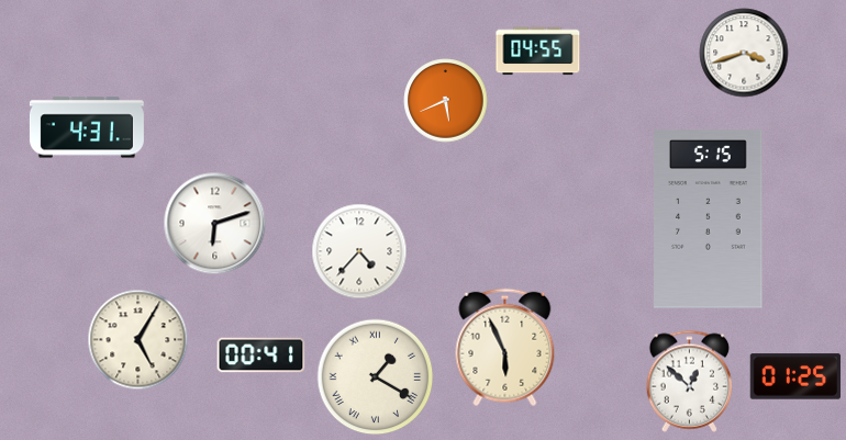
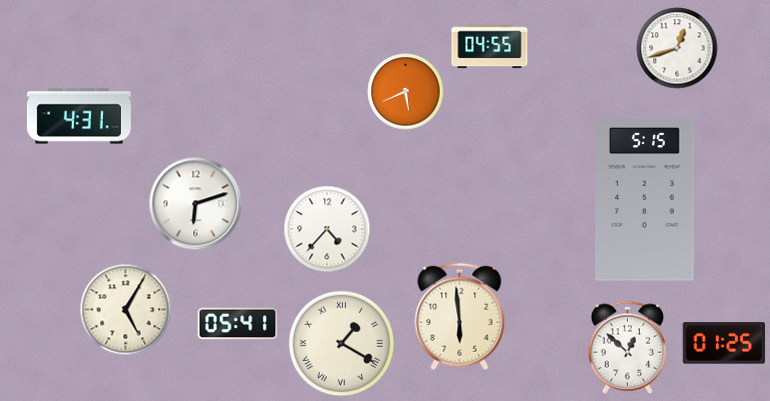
clock at (744, 53): 3:42 -> 12:42
clock at (505, 348): 5:56 -> 5:59
clock at (261, 356): 00:41 -> 05:41
